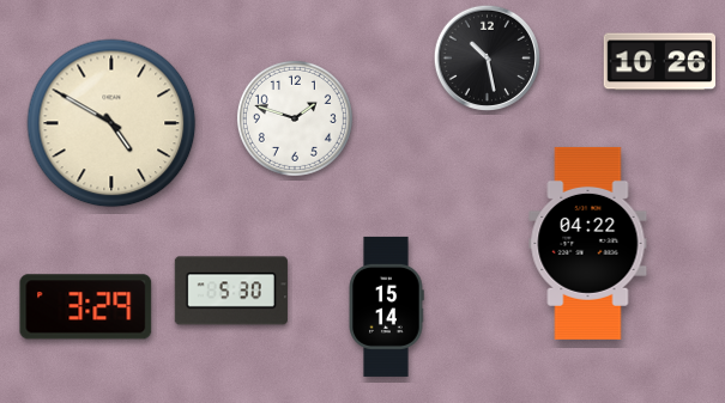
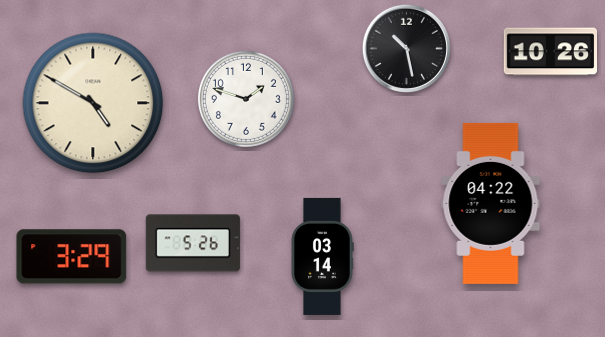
clock at (231, 291): 5:30 -> 5:26
clock at (386, 306): 15:14 -> 03:14
